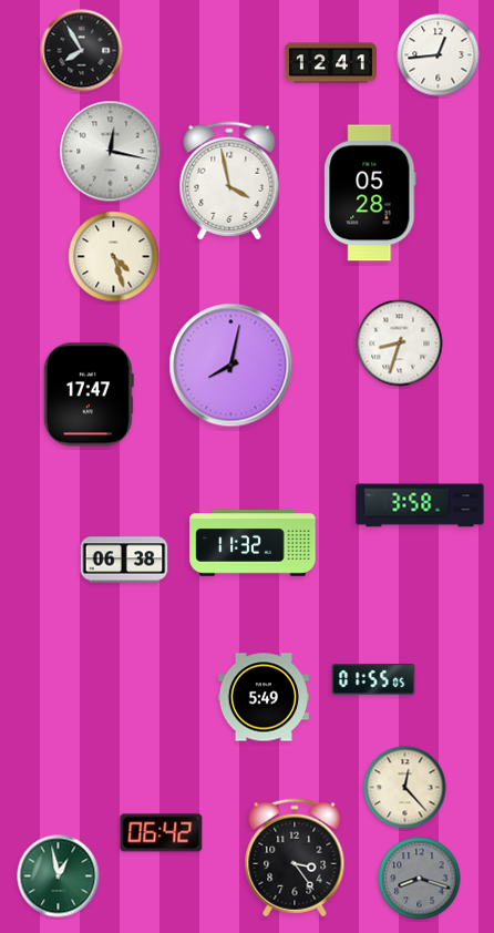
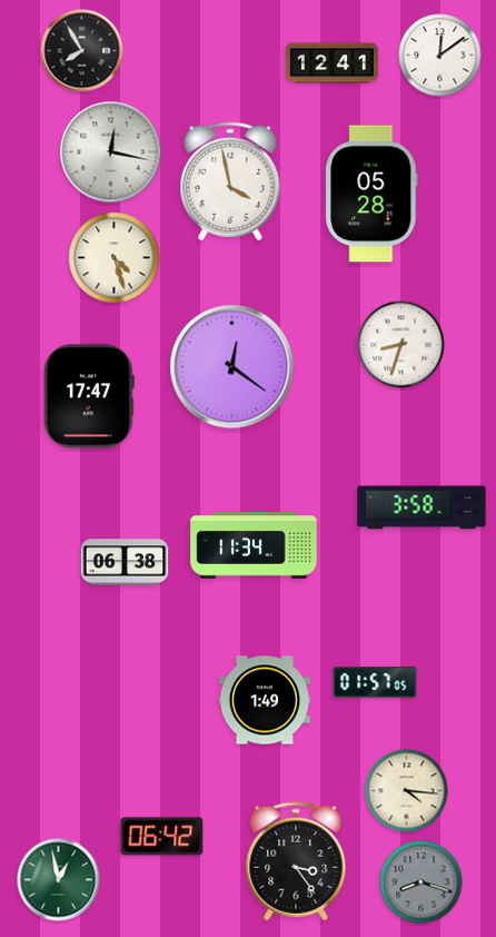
clock at (439, 55): 12:44 -> 12:09
clock at (231, 366): 8:02 -> 12:21
clock at (253, 544): 11:32 -> 11:34
clock at (373, 679): 01:55 -> 01:57
clock at (264, 697): 5:49 -> 1:49
clock at (405, 788): 12:23 -> 4:16
